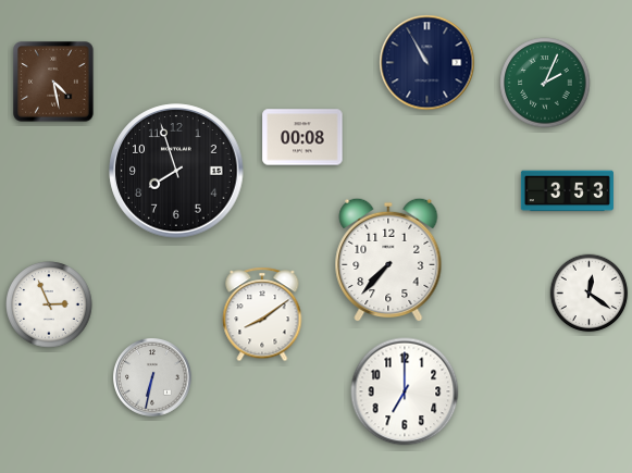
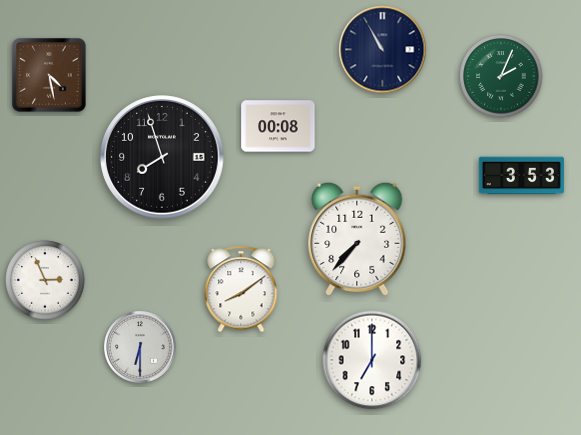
clock at (427, 63) position: (427, 63) -> (383, 50)
clock at (590, 294): 12:21 -> none
clock at (153, 378): 6:32 -> 6:30
